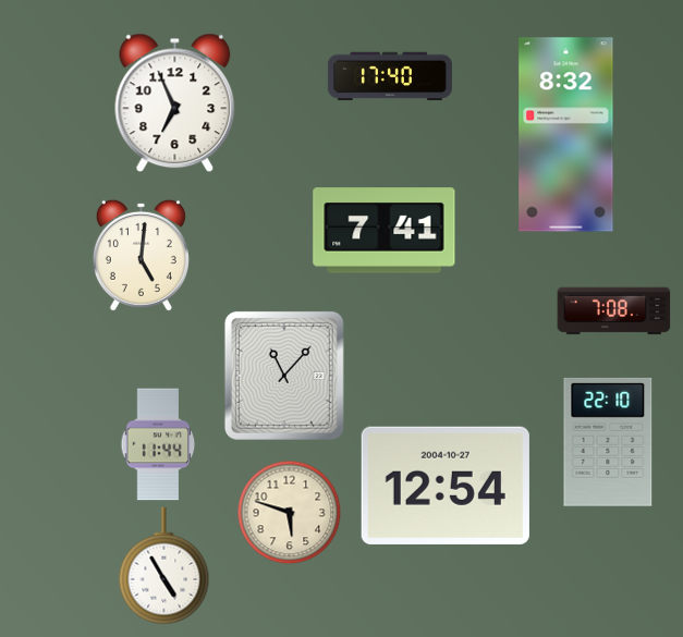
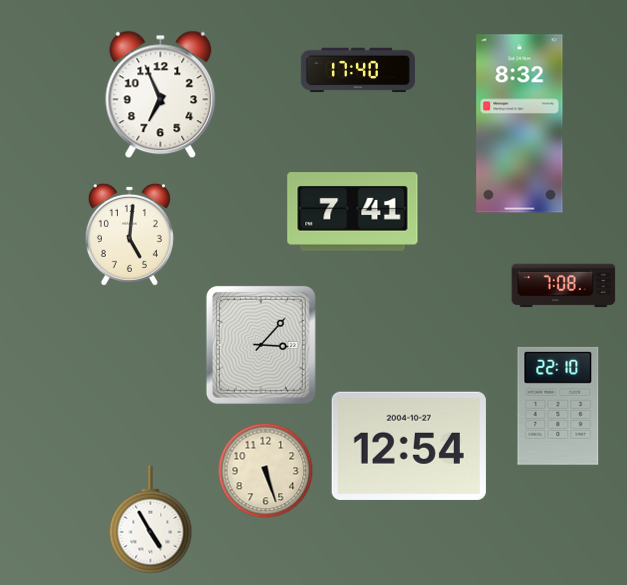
clock at (284, 376): 11:07 -> 3:07
clock at (158, 444): 11:44 -> none
clock at (289, 512): 5:48 -> 5:27
